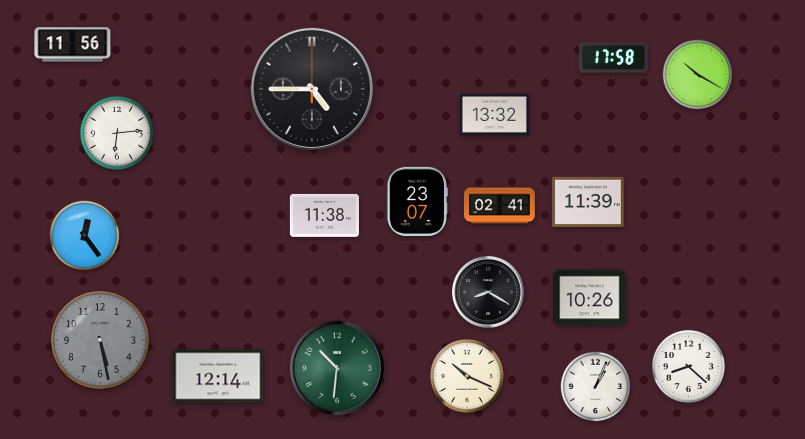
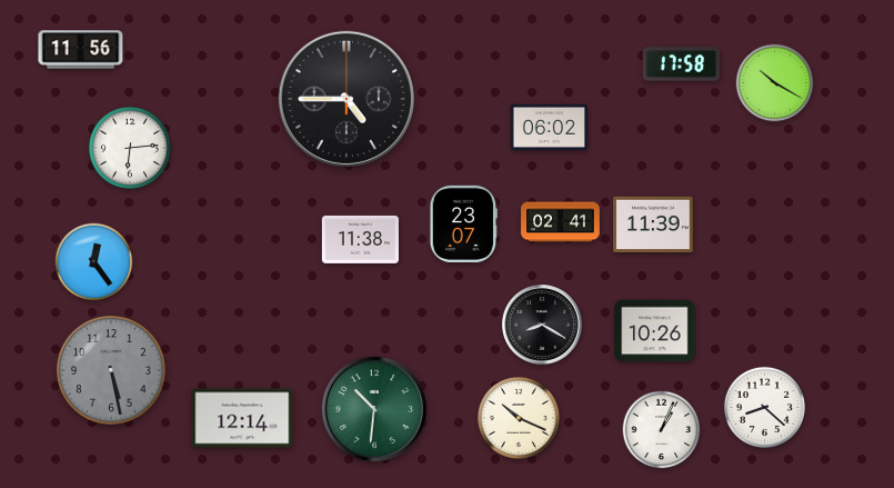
clock at (494, 114): 13:32 -> 06:02
clock at (500, 206) position: (500, 206) -> (561, 222)
clock at (100, 340) position: (100, 340) -> (111, 370)
